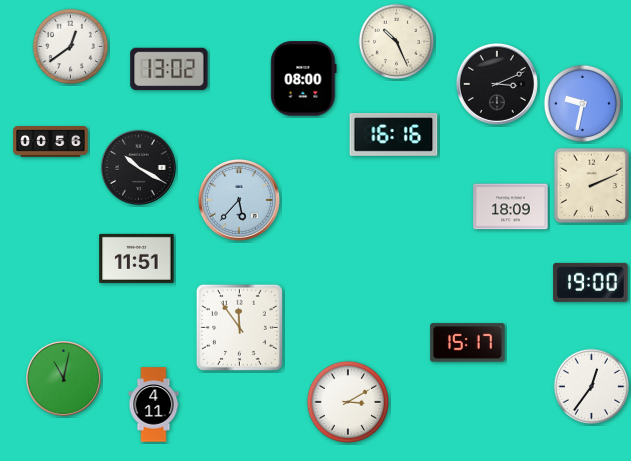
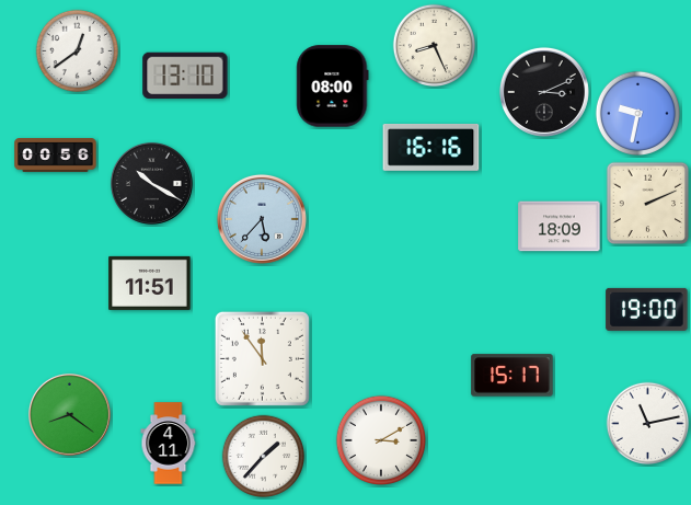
clock at (397, 42): 10:26 -> 8:26
clock at (169, 69): 13:02 -> 13:10
clock at (63, 378): 11:02 -> 8:21
clock at (592, 387): 12:36 -> 11:13
clock at (264, 457): none -> 1:37
